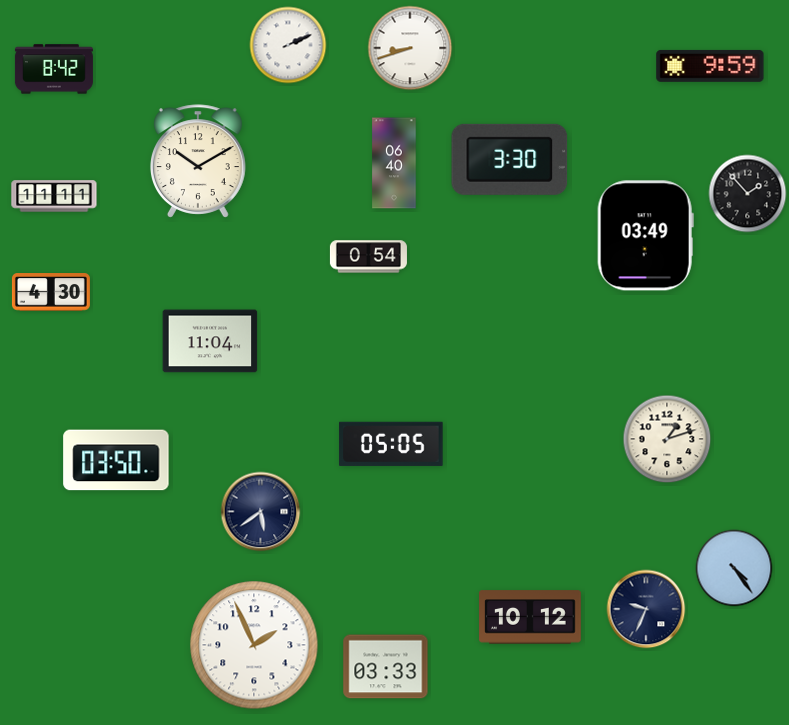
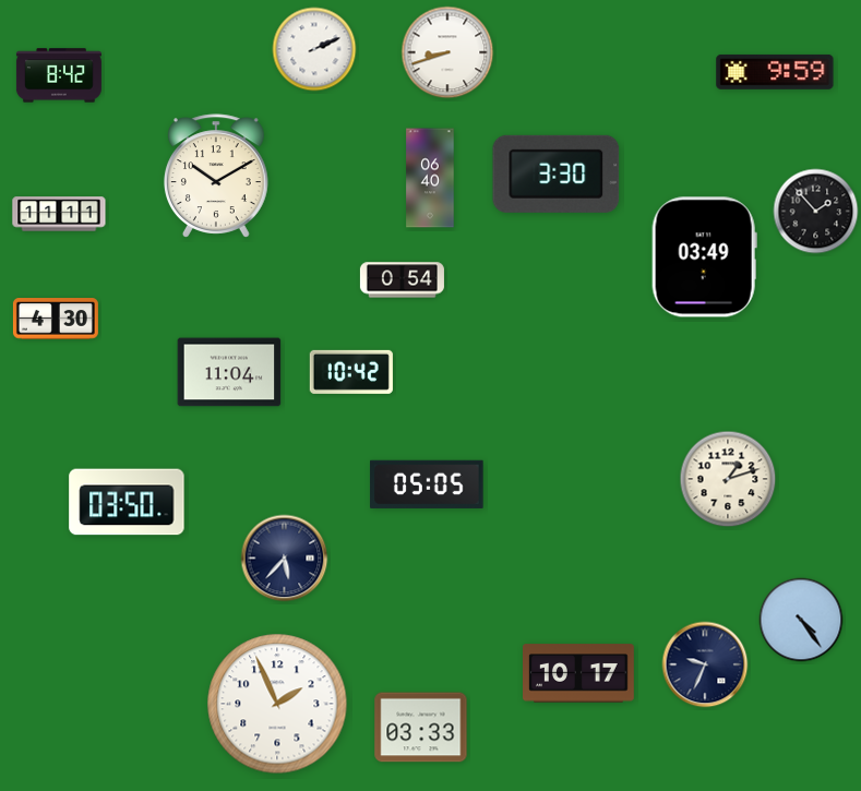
clock at (351, 372): none -> 10:42
clock at (261, 512): 5:39 -> 5:37
clock at (531, 617): 10:12 -> 10:17
